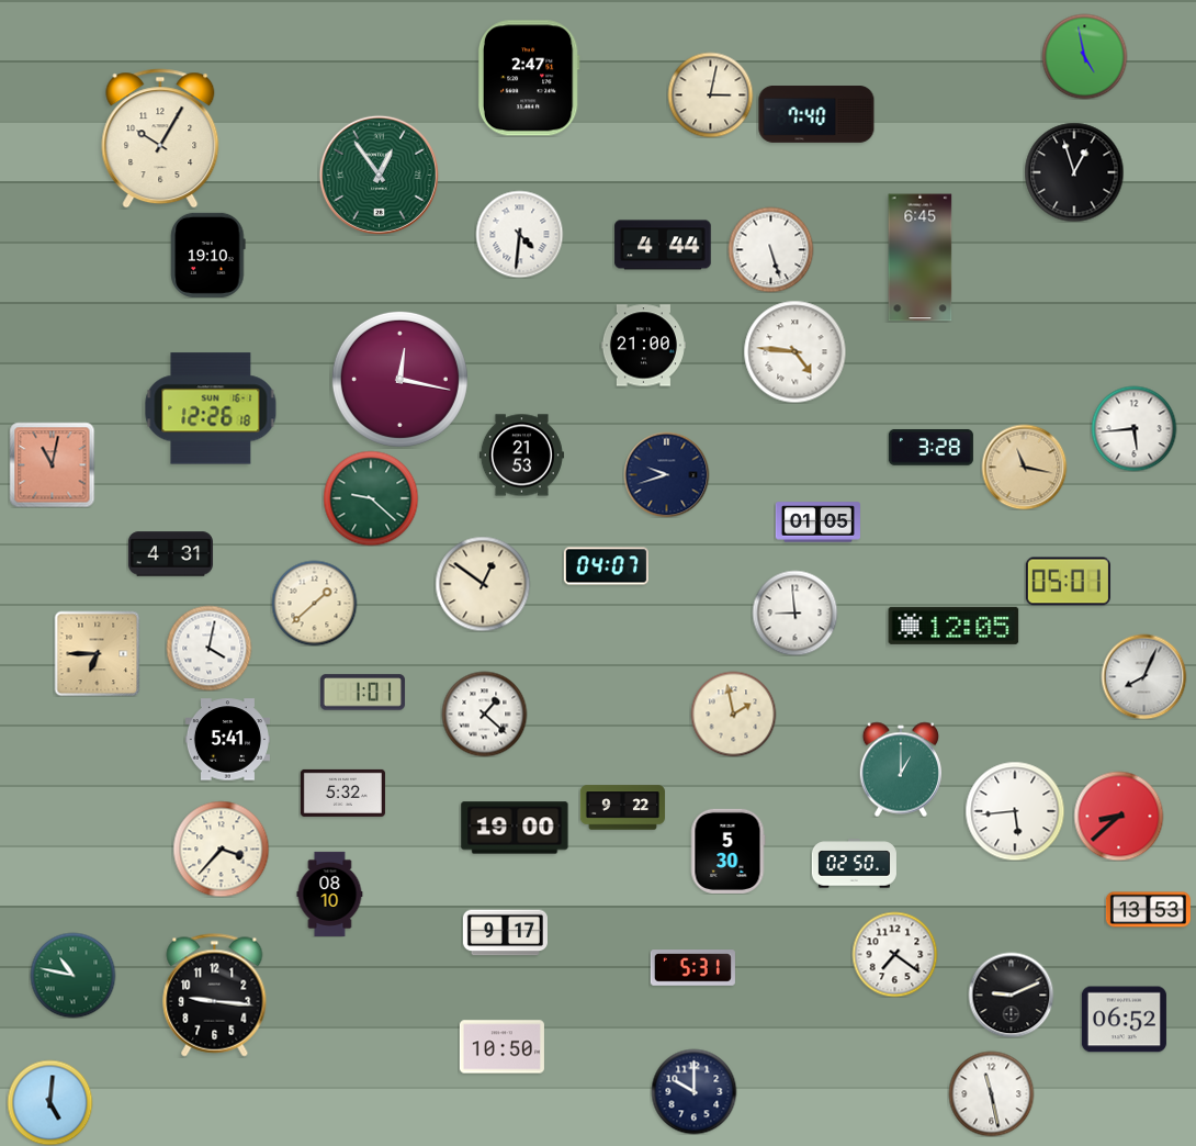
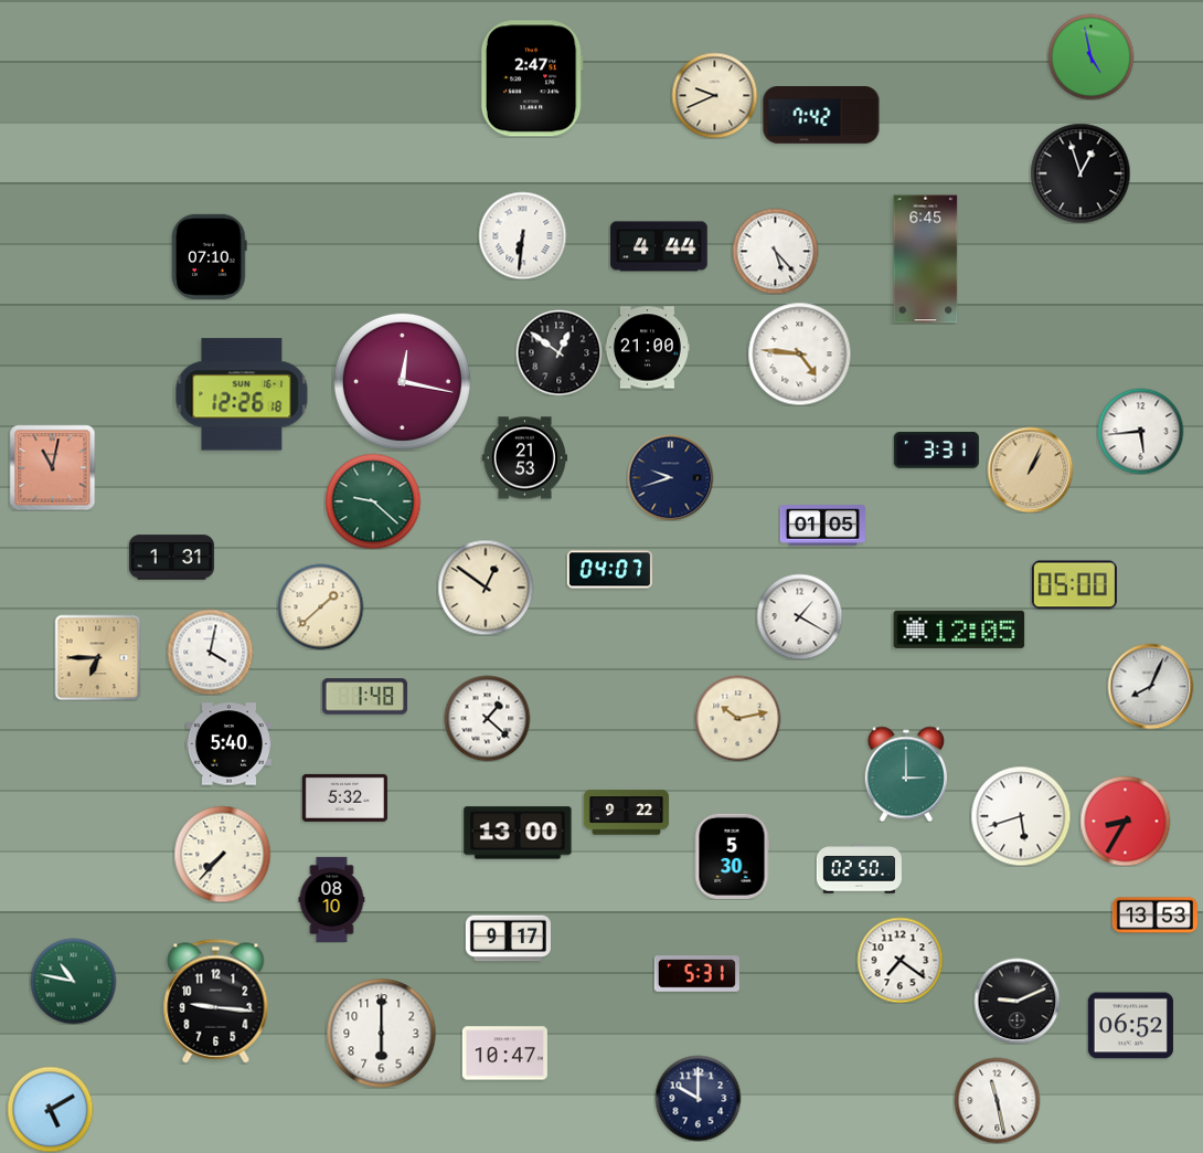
clock at (710, 94): 3:02 -> 9:41
clock at (816, 115): 7:40 -> 7:42
clock at (160, 138): 10:05 -> none
clock at (379, 175): 12:54 -> none
clock at (519, 234): 4:31 -> 6:31
clock at (663, 245) position: (663, 245) -> (659, 246)
clock at (770, 249): 5:27 -> 5:23
clock at (208, 255): 19:10 -> 07:10
clock at (558, 352): none -> 12:51
clock at (211, 408) position: (211, 408) -> (242, 394)
clock at (930, 447): 3:28 -> 3:31
clock at (1024, 467): 11:17 -> 1:04
clock at (170, 554): 4:31 -> 1:31
clock at (1068, 582): 05:01 -> 05:00
clock at (314, 603) position: (314, 603) -> (320, 606)
clock at (794, 613): 8:59 -> 1:20
clock at (1143, 676) position: (1143, 676) -> (1150, 686)
clock at (362, 693): 1:01 -> 1:48
clock at (733, 714): 1:58 -> 10:13
clock at (227, 740): 5:41 -> 5:40
clock at (900, 769): 1:00 -> 3:00
clock at (1015, 811): 5:44 -> 5:42
clock at (1118, 816): 8:38 -> 8:35
clock at (515, 828): 19:00 -> 13:00
clock at (221, 849): 3:37 -> 7:37
clock at (382, 1034): none -> 6:00
clock at (501, 1047): 10:50 -> 10:47
clock at (49, 1102): 5:01 -> 5:10
